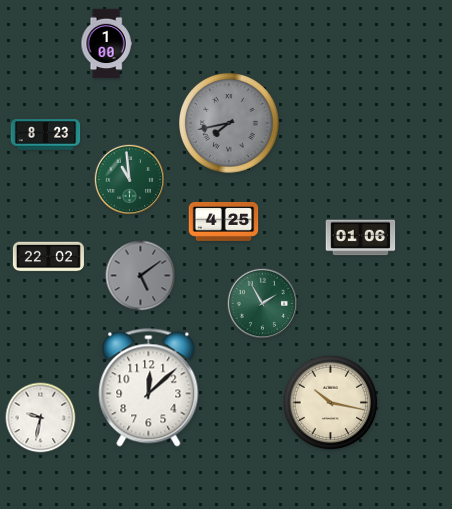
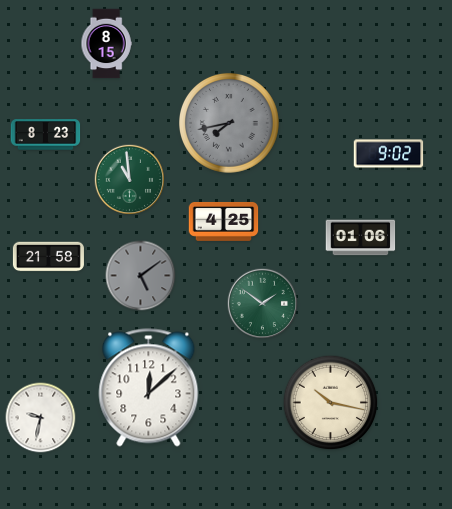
clock at (106, 44): 1:00 -> 8:15
clock at (389, 154): none -> 9:02
clock at (48, 257): 22:02 -> 21:58
clock at (262, 303): 1:55 -> 1:51
